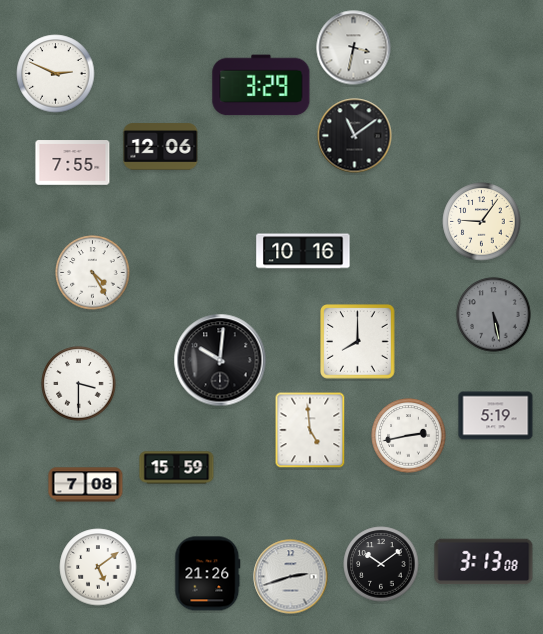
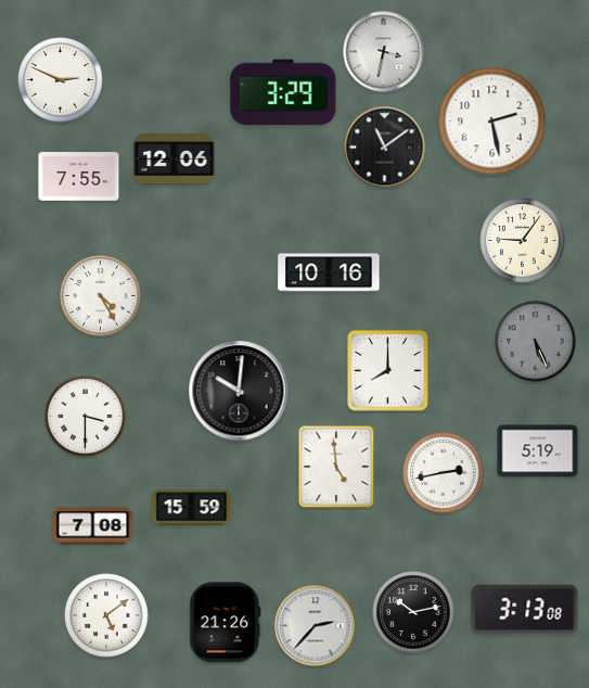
clock at (492, 122): none -> 2:28
clock at (494, 315): 5:28 -> 5:26
clock at (381, 564): 10:09 -> 10:13
clock at (291, 577): 2:42 -> 2:37
